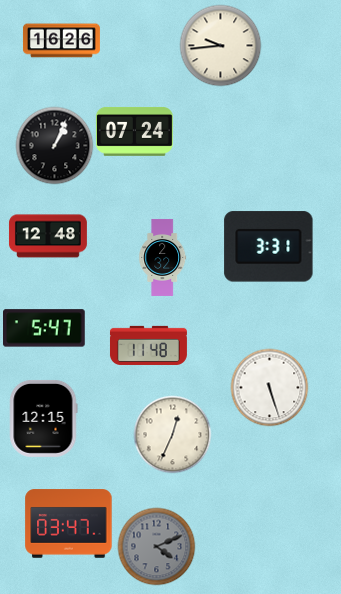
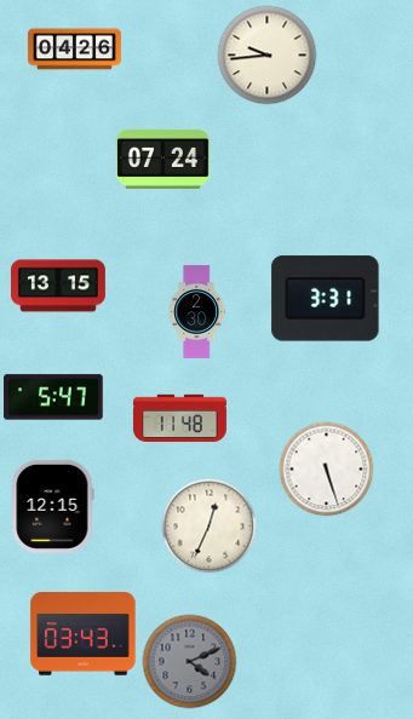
clock at (61, 41): 16:26 -> 04:26
clock at (54, 145): 1:04 -> none
clock at (48, 236): 12:48 -> 13:15
clock at (163, 257): 2:32 -> 2:30
clock at (69, 524): 03:47 -> 03:43
